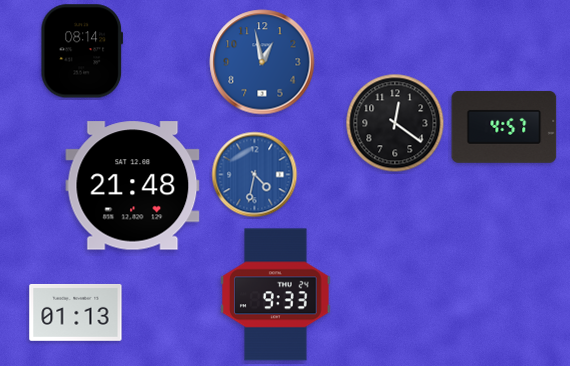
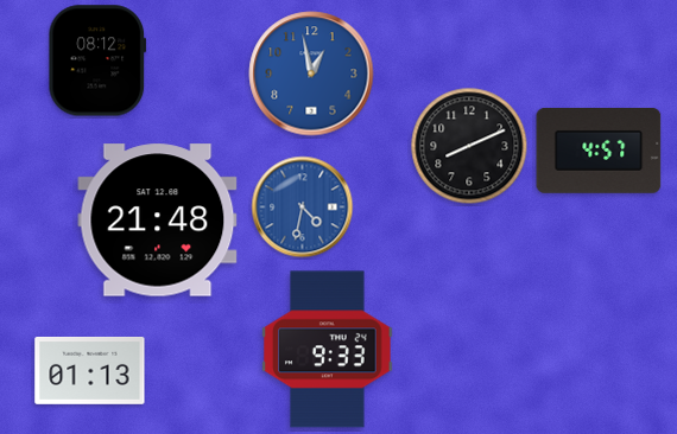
clock at (82, 51): 08:14 -> 08:12
clock at (395, 123): 12:21 -> 8:11
